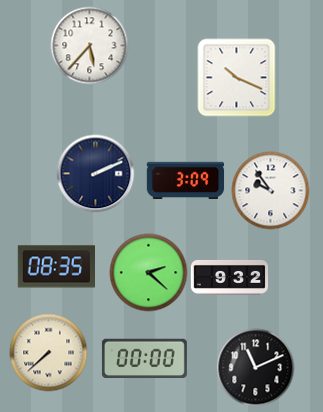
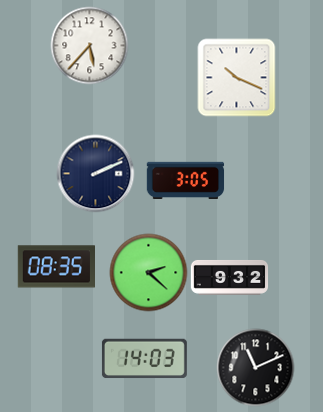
clock at (185, 180): 3:09 -> 3:05
clock at (270, 190): 9:54 -> none
clock at (48, 352): 7:38 -> none
clock at (144, 359): 00:00 -> 14:03
